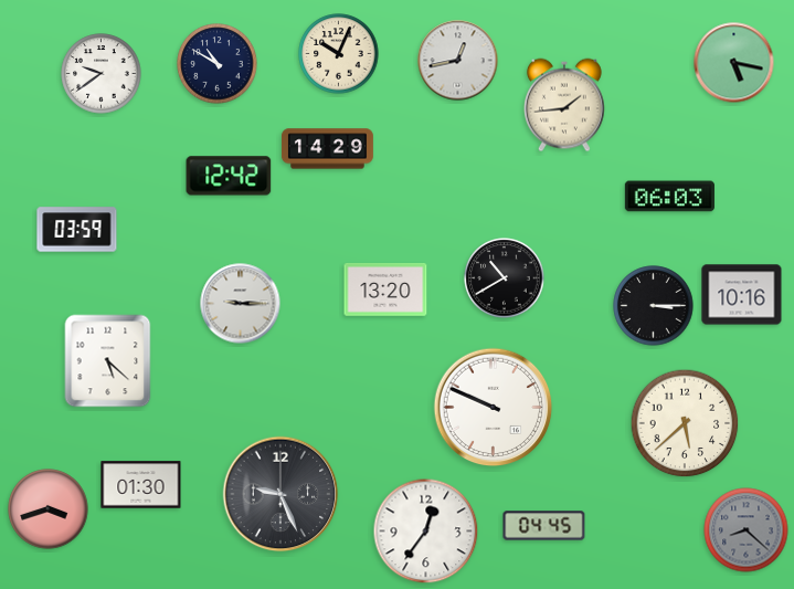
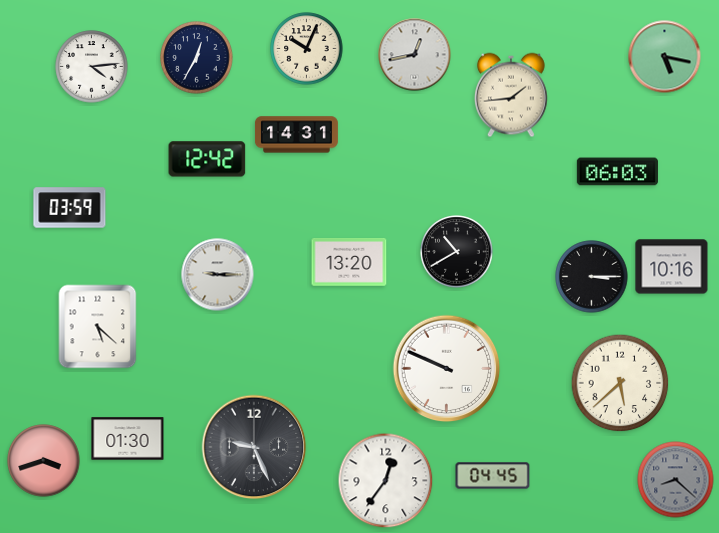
clock at (218, 64): 10:50 -> 12:35
clock at (102, 74): 9:39 -> 4:14
clock at (327, 149): 14:29 -> 14:31
clock at (669, 197) position: (669, 197) -> (617, 172)
